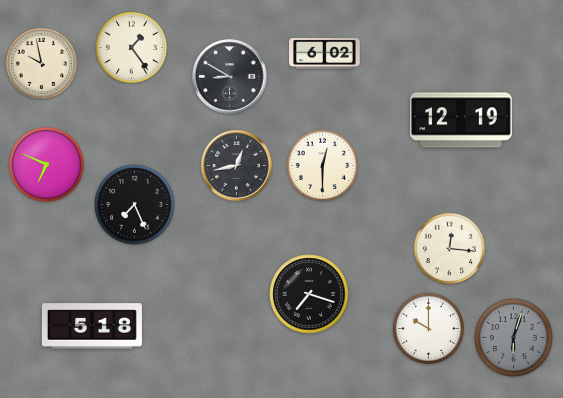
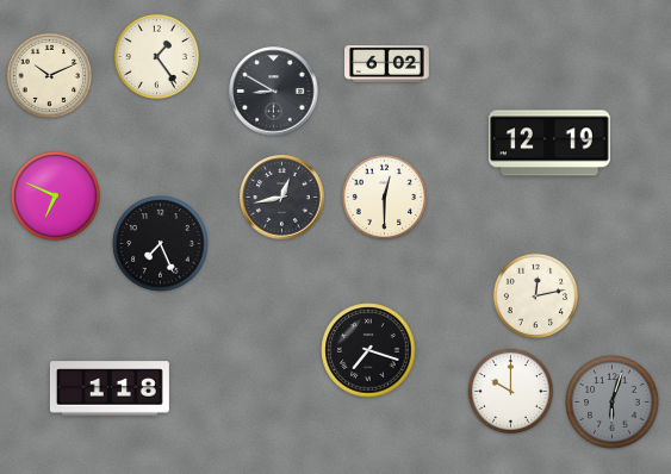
clock at (41, 63): 9:58 -> 10:11
clock at (449, 248): 12:16 -> 12:13
clock at (92, 326): 5:18 -> 1:18
